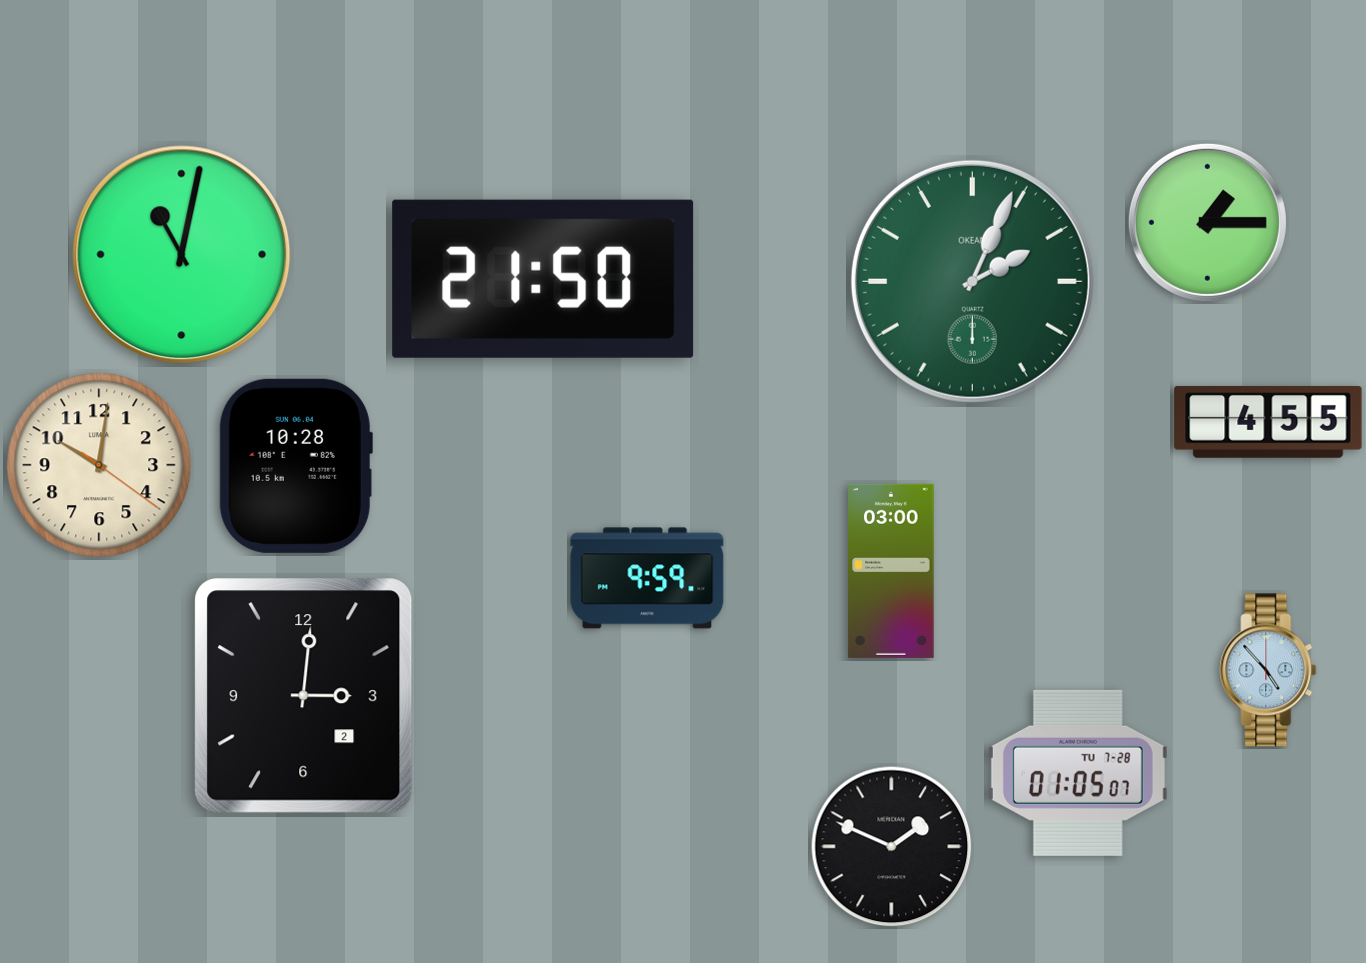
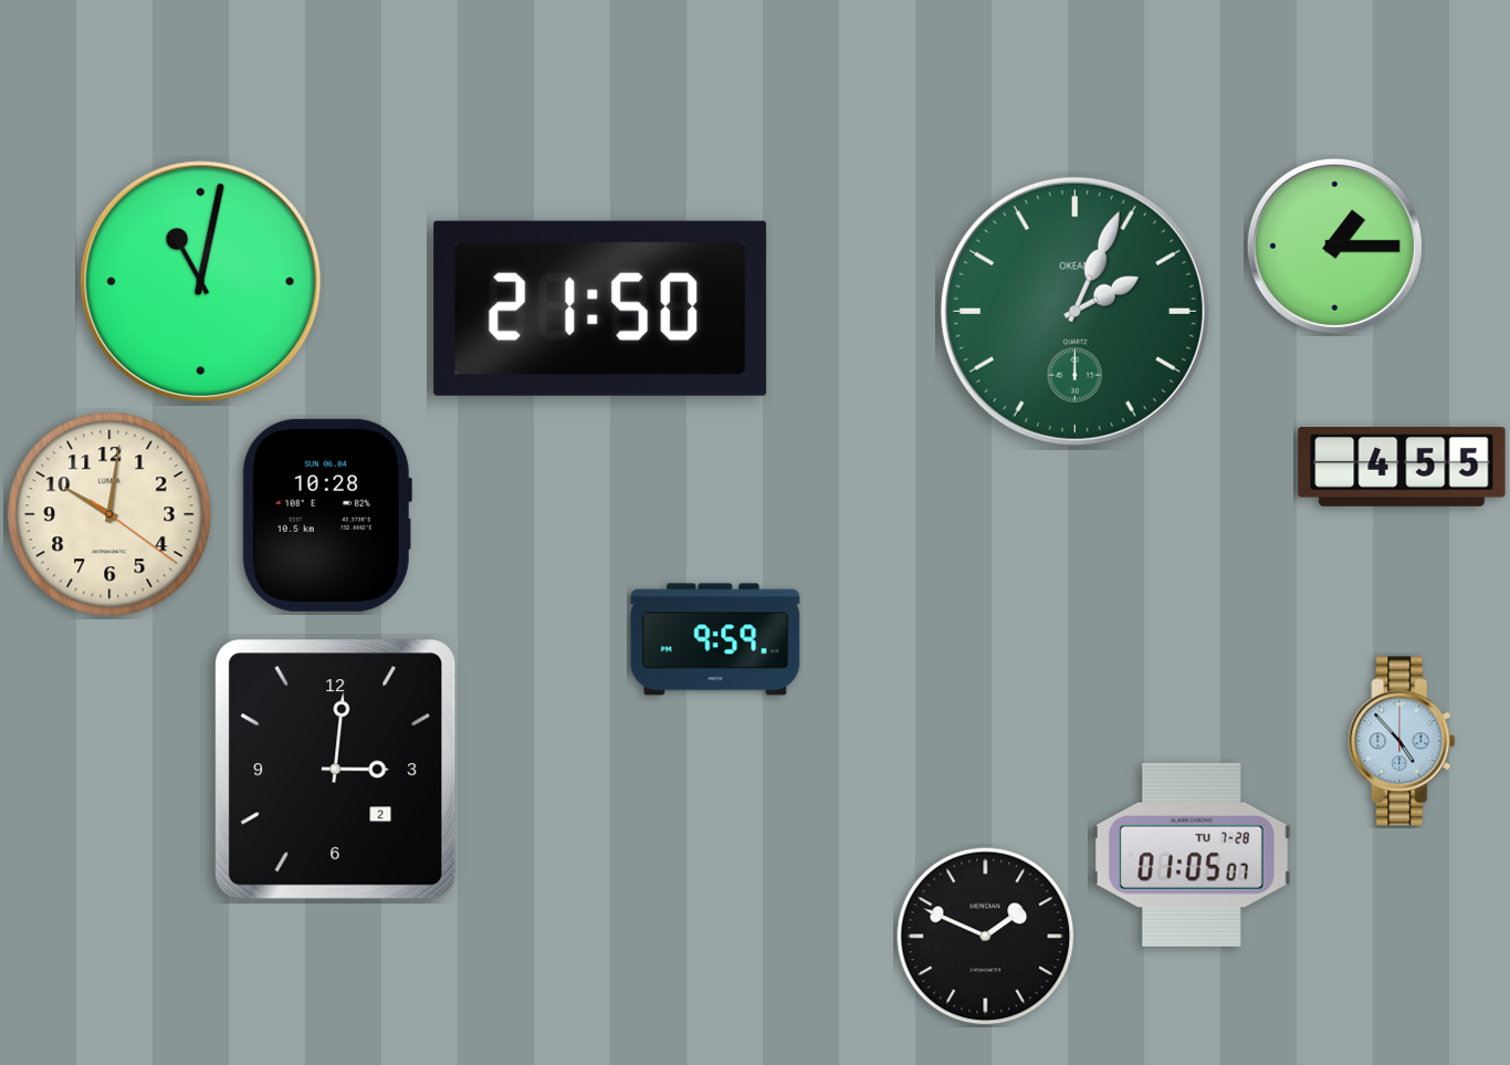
clock at (891, 571): 03:00 -> none
